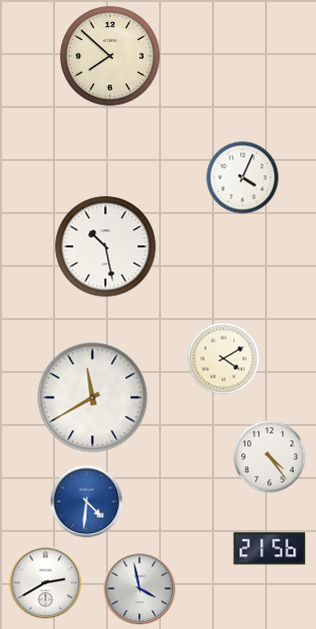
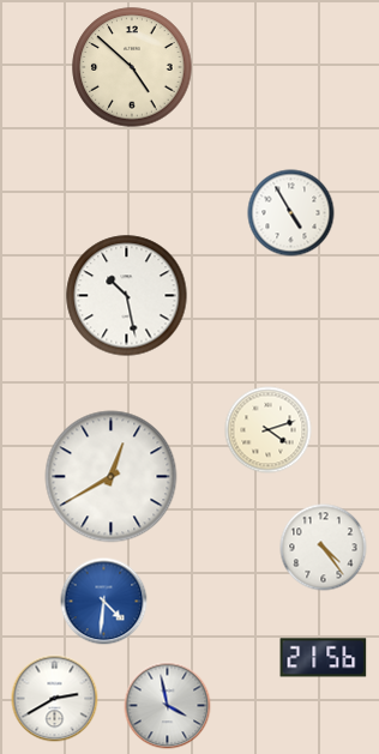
clock at (110, 56): 7:52 -> 4:52
clock at (243, 178): 4:04 -> 4:55
clock at (224, 359): 4:10 -> 4:12
clock at (93, 398): 11:40 -> 12:40
